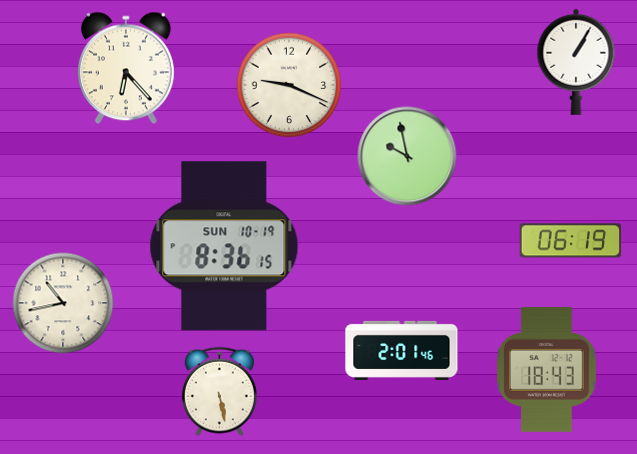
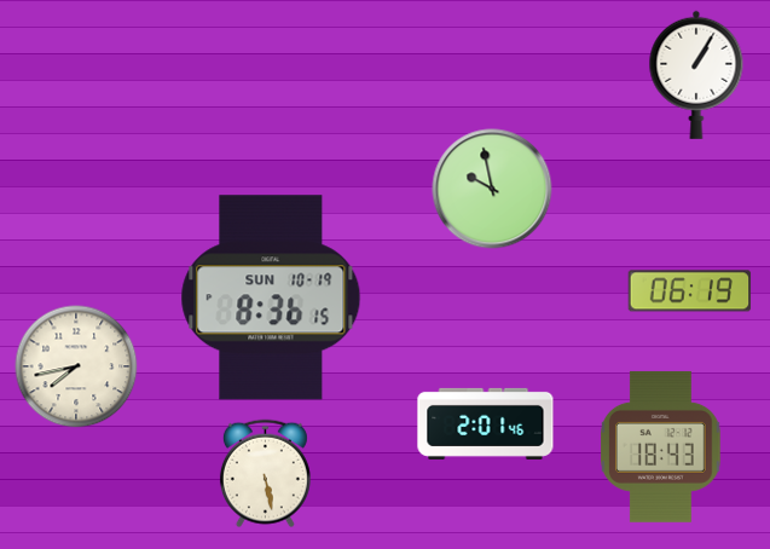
clock at (126, 68): 6:23 -> none
clock at (289, 85): 9:19 -> none
clock at (63, 303): 10:43 -> 7:43
